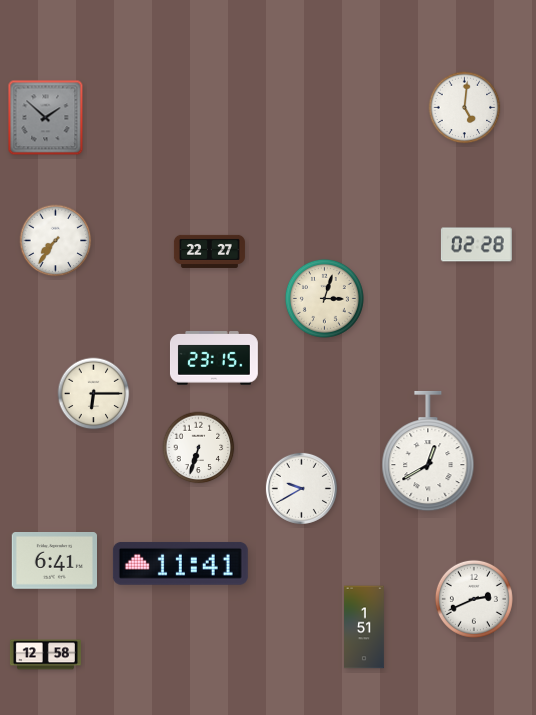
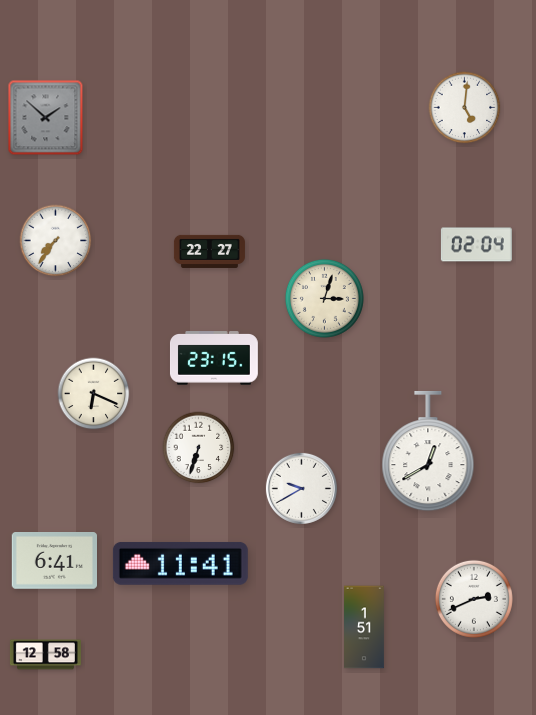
clock at (476, 245): 02:28 -> 02:04
clock at (94, 394): 6:15 -> 6:19
